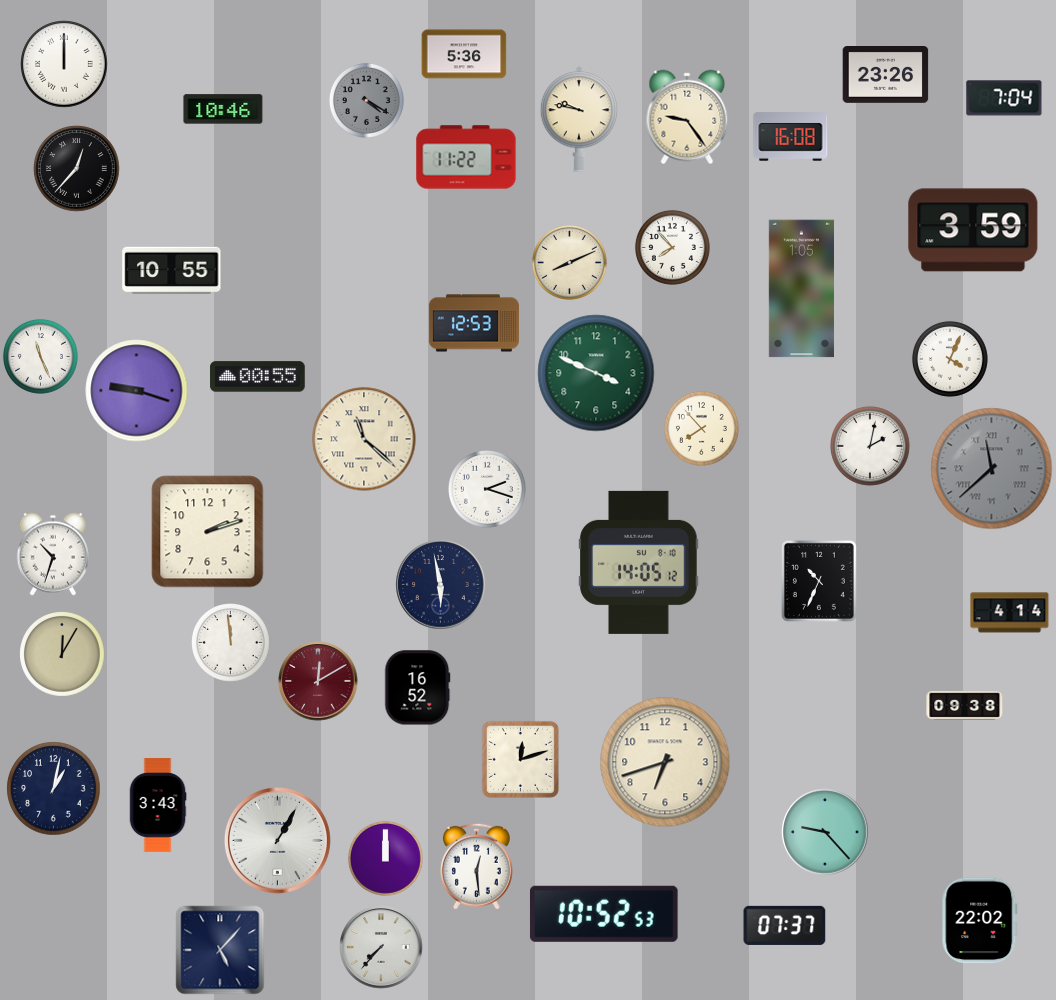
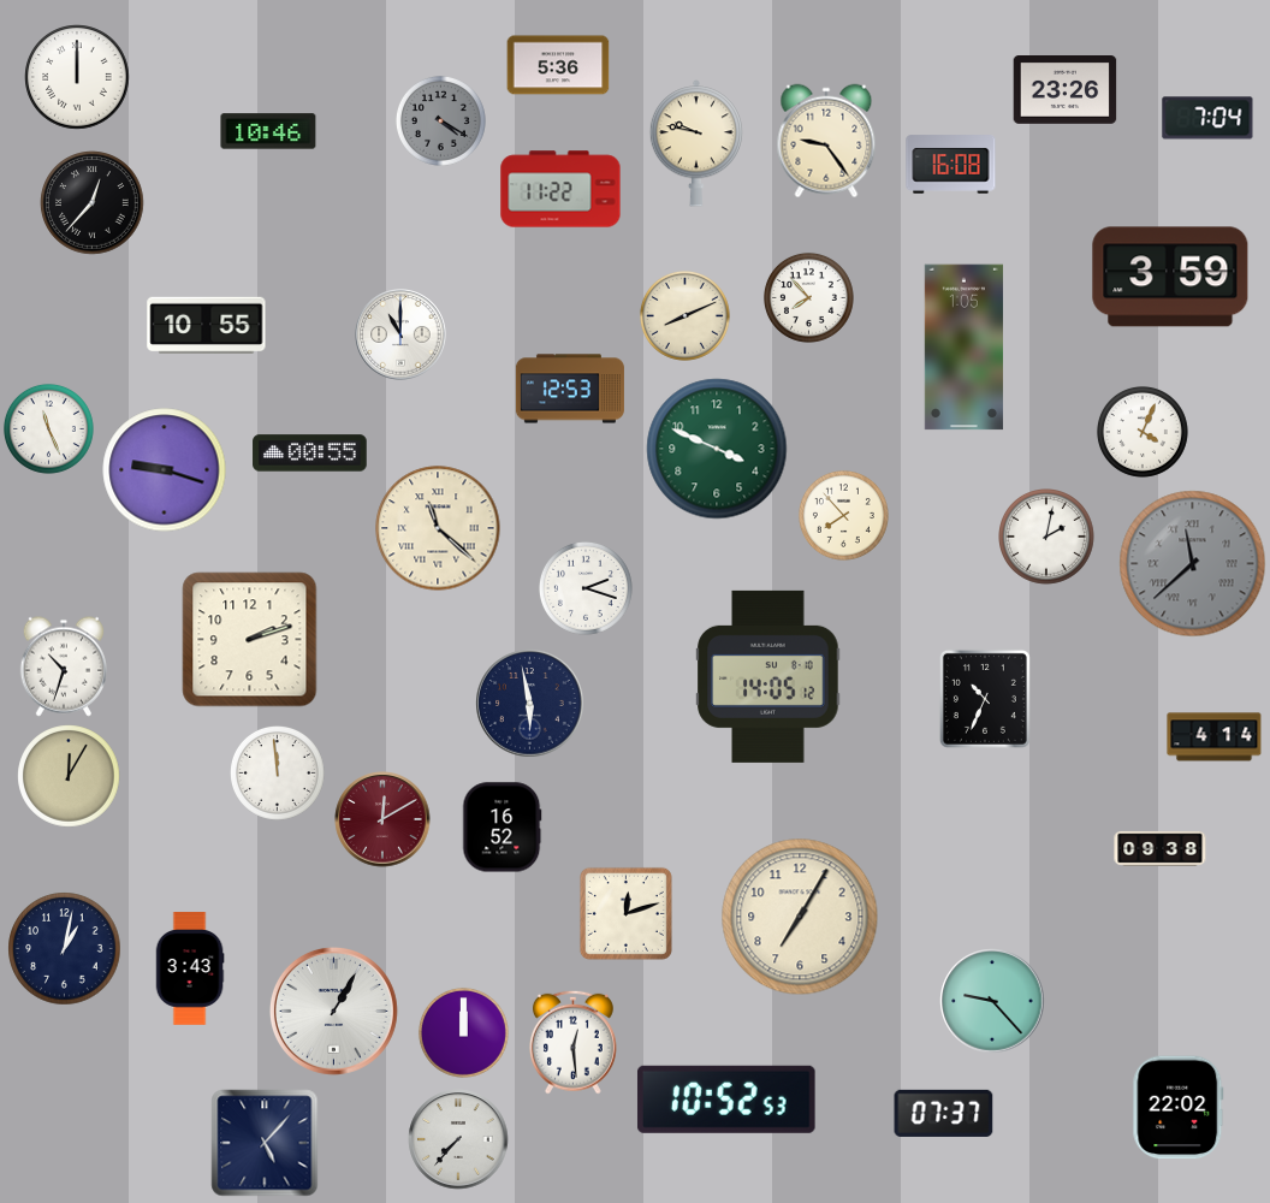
clock at (400, 334): none -> 11:00
clock at (62, 654) position: (62, 654) -> (69, 776)
clock at (665, 762): 6:42 -> 7:05
